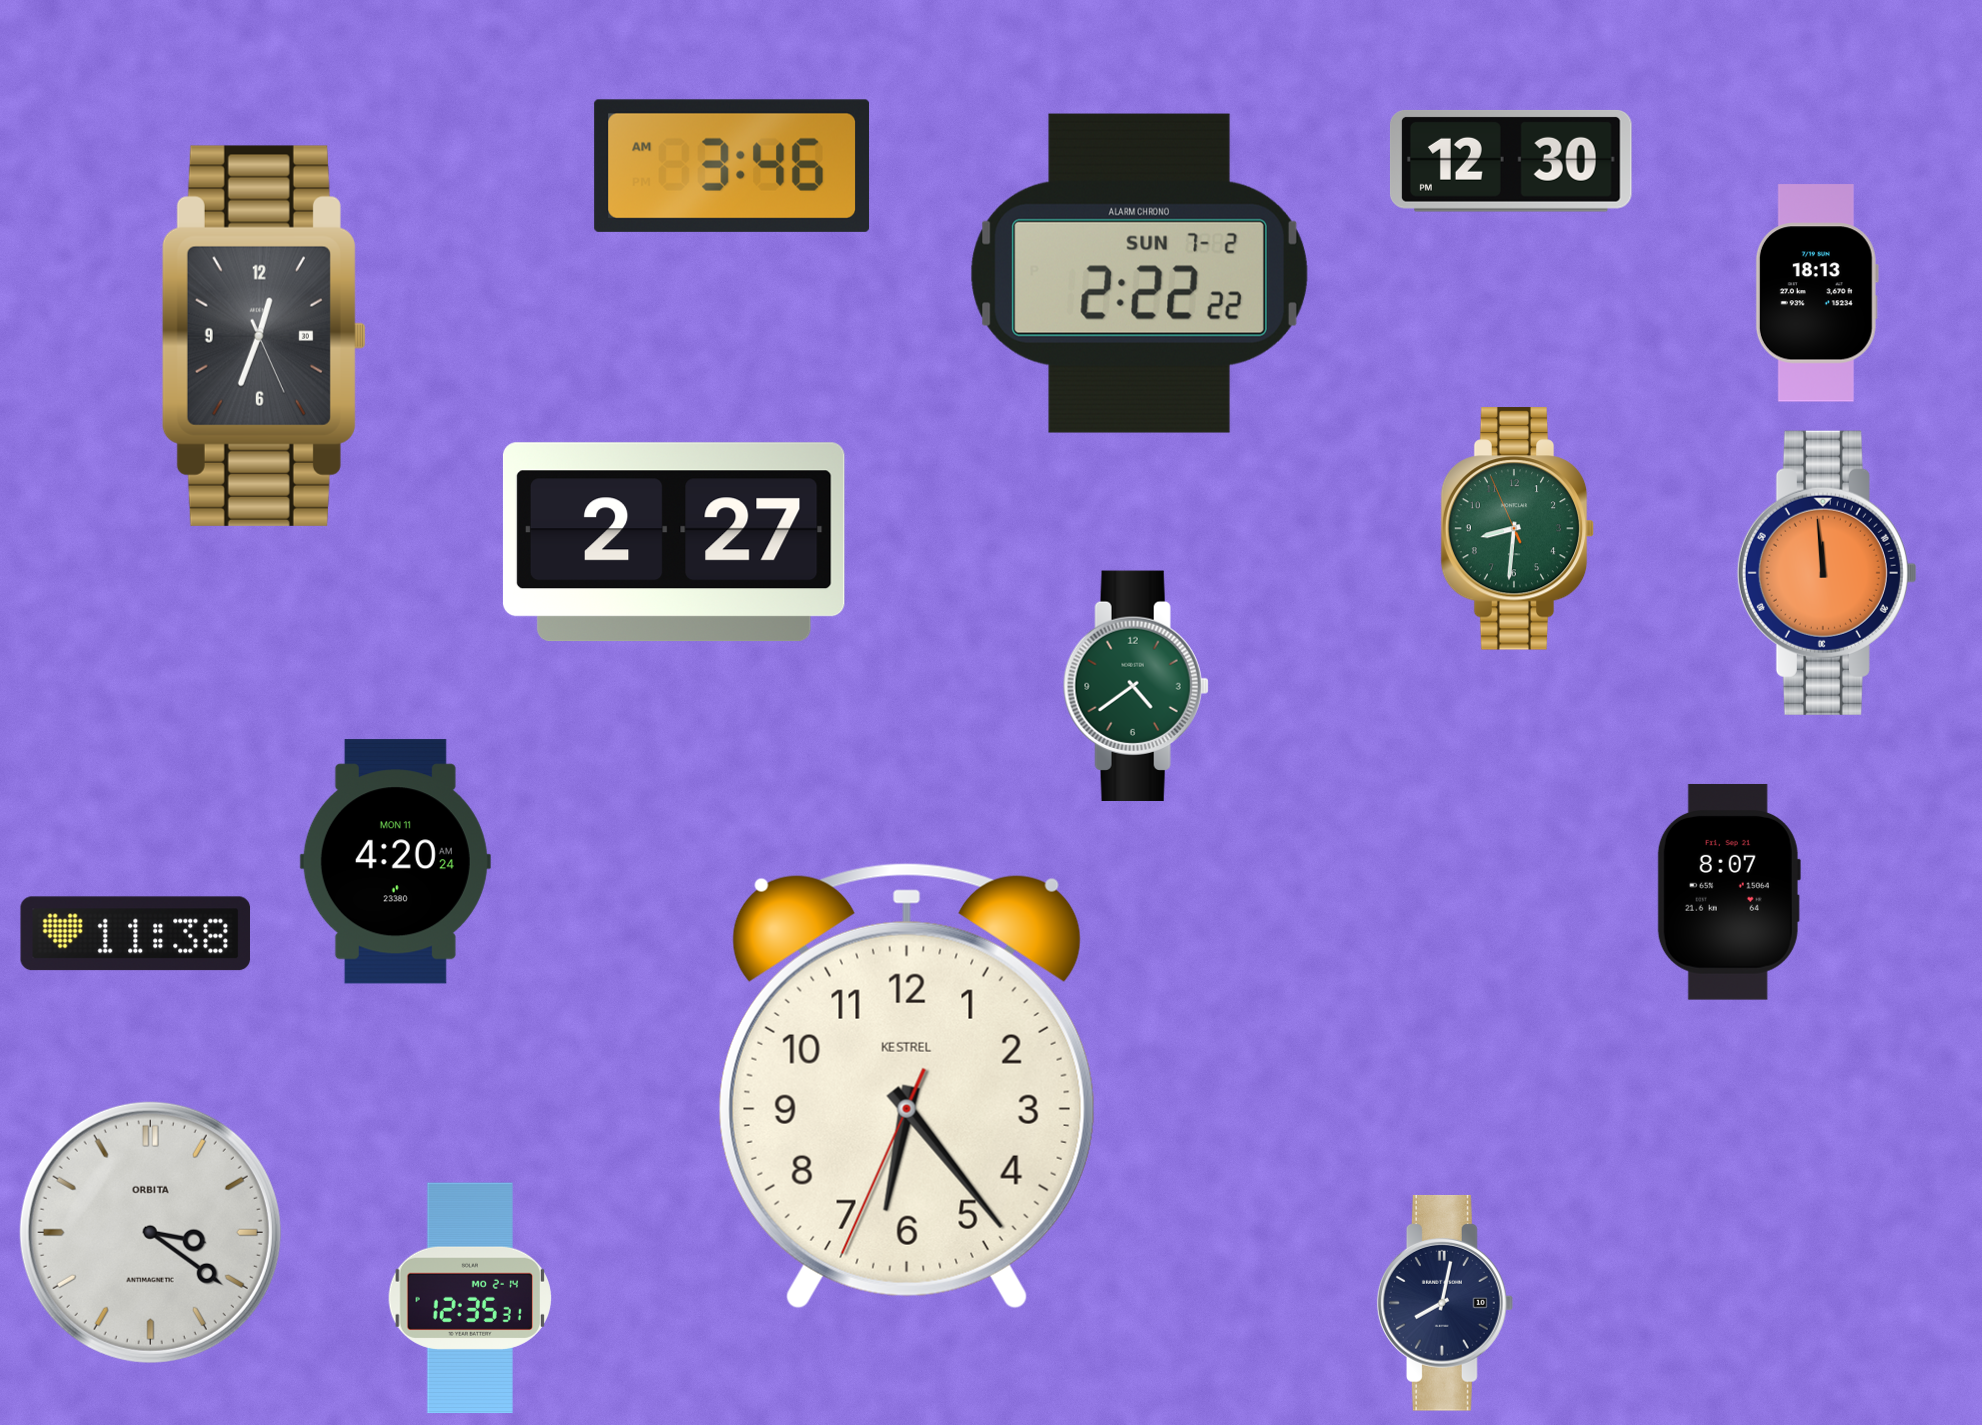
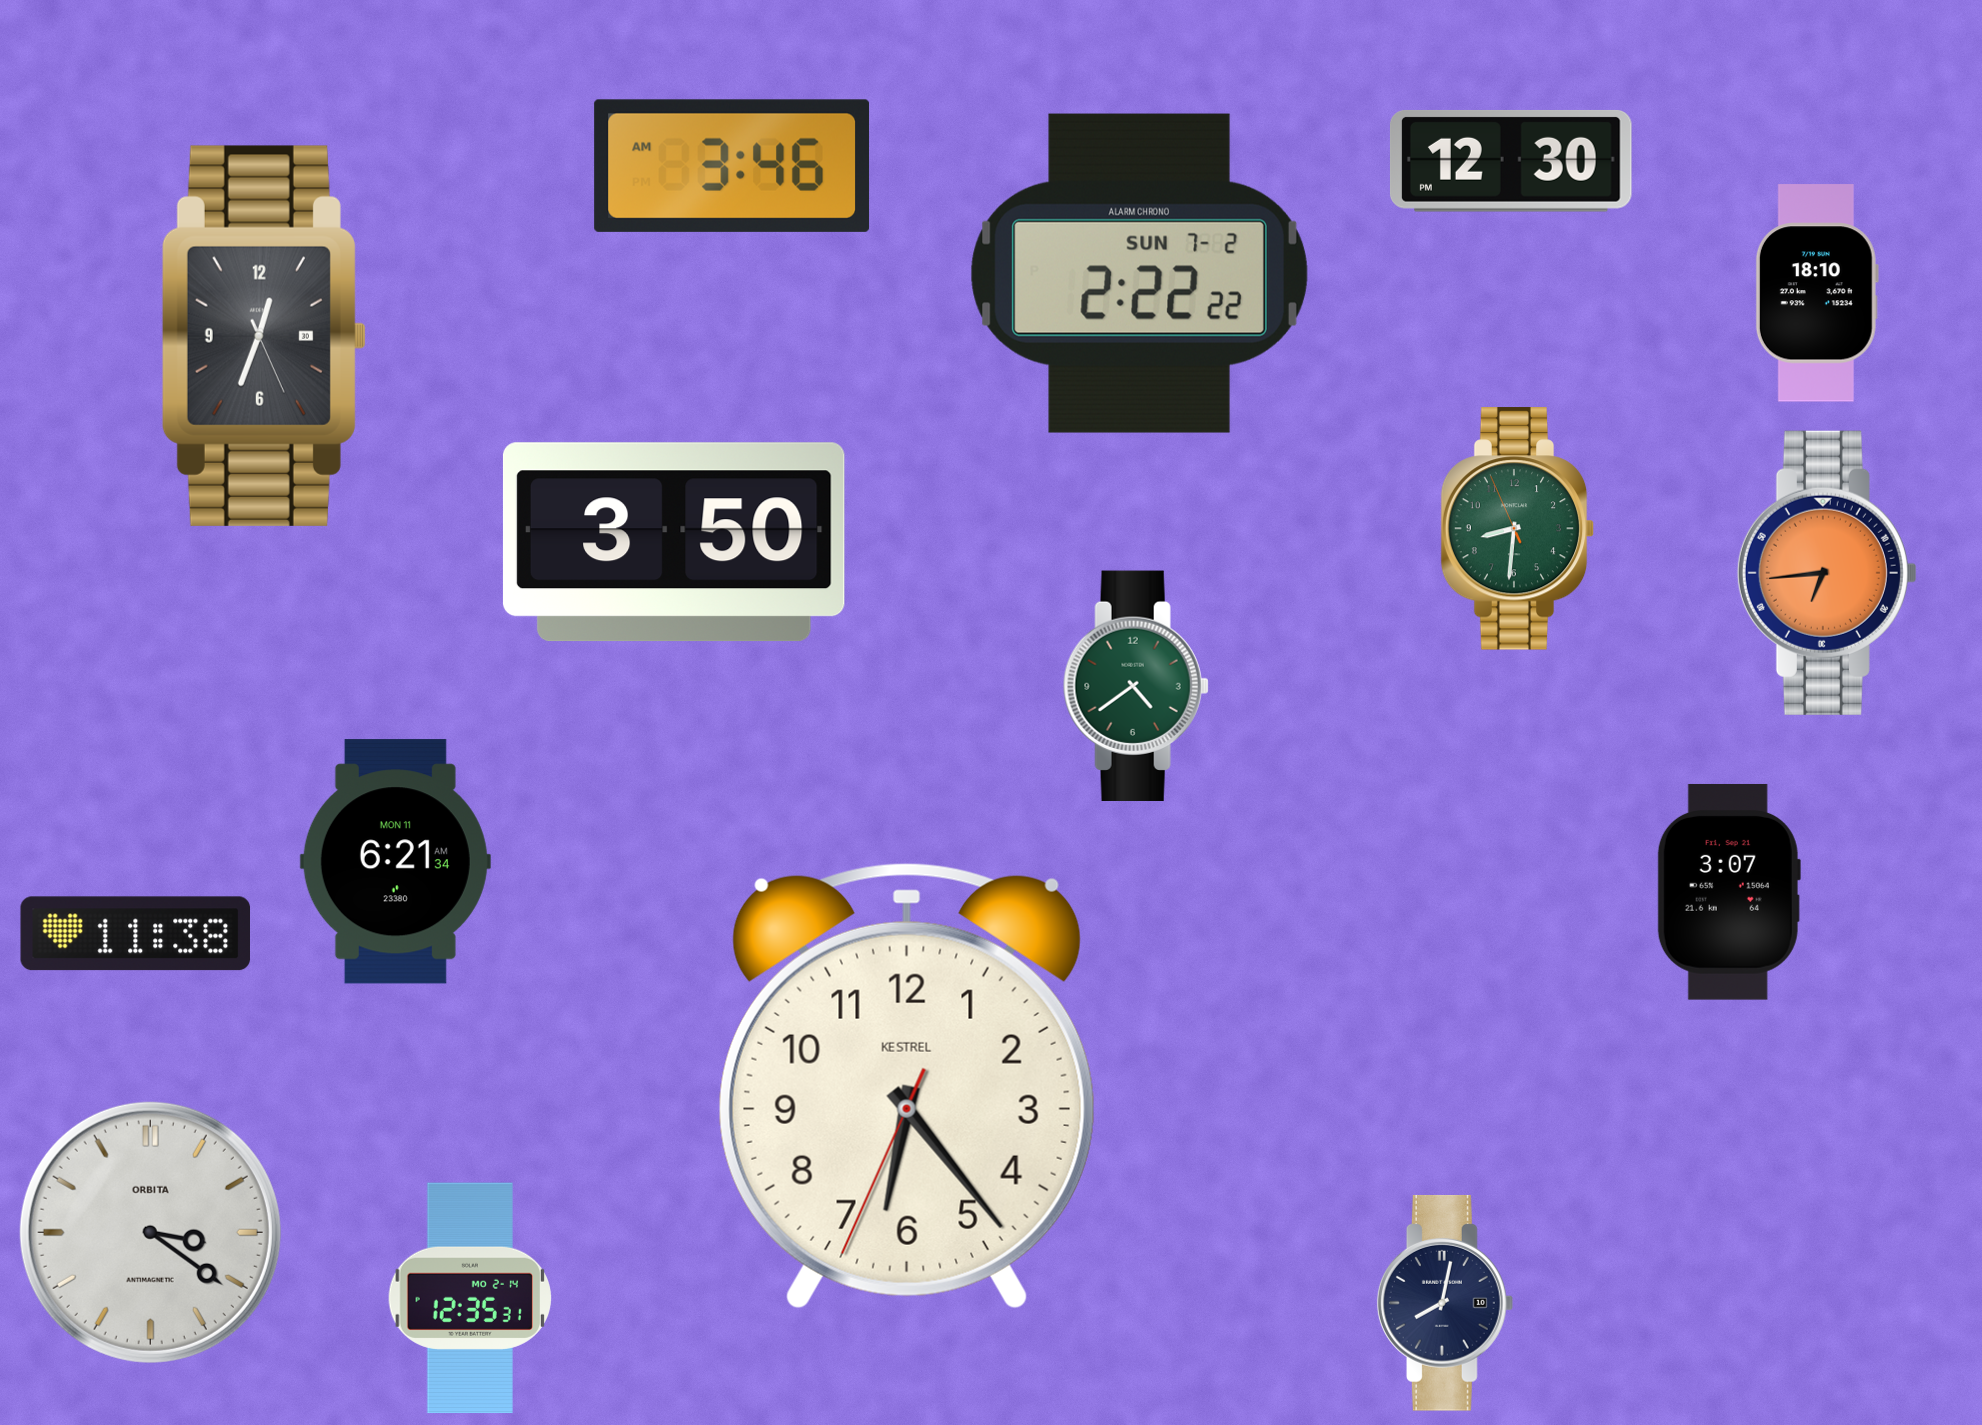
clock at (1817, 293): 18:13 -> 18:10
clock at (674, 542): 2:27 -> 3:50
clock at (1827, 573): 11:59 -> 6:44
clock at (395, 862): 4:20 -> 6:21
clock at (1729, 892): 8:07 -> 3:07
